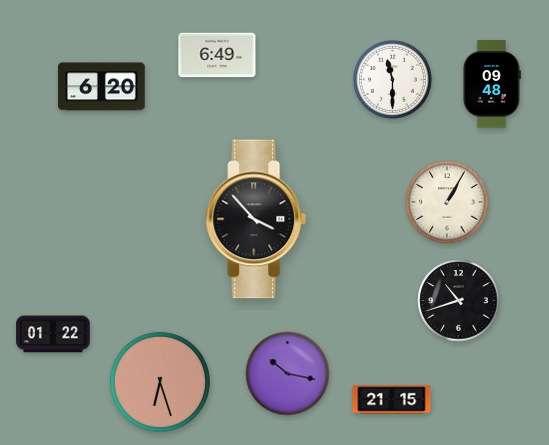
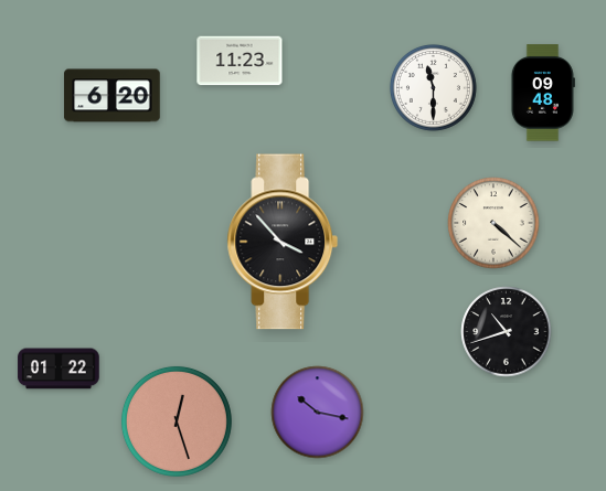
clock at (217, 55): 6:49 -> 11:23
clock at (447, 202): 1:05 -> 4:22
clock at (160, 382): 6:27 -> 12:27
clock at (392, 400): 21:15 -> none
